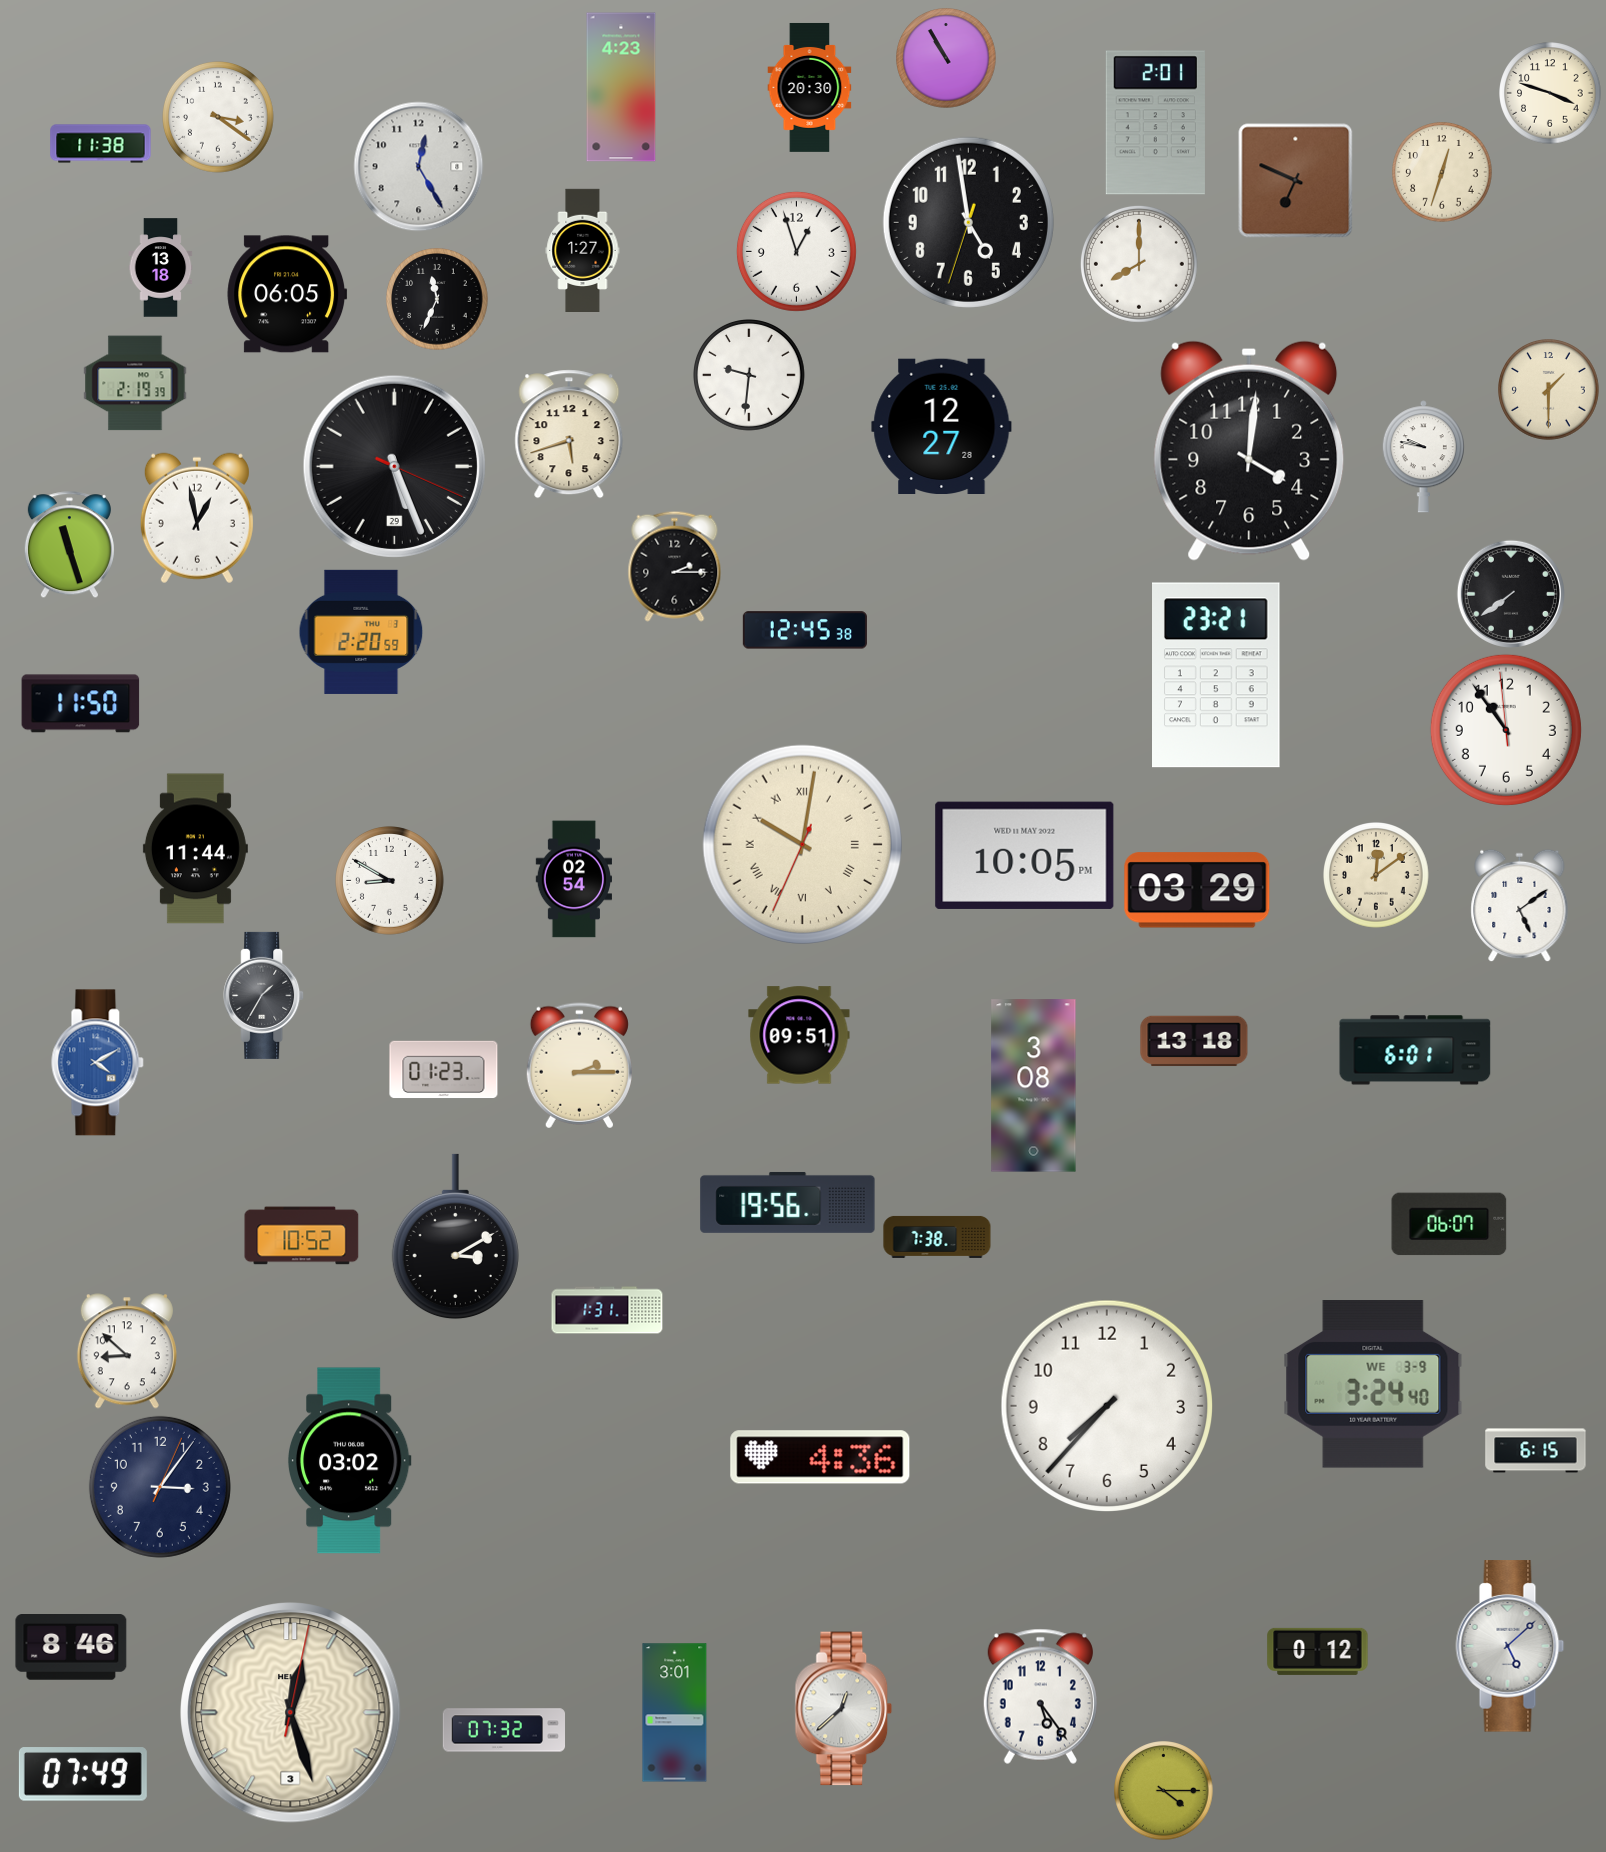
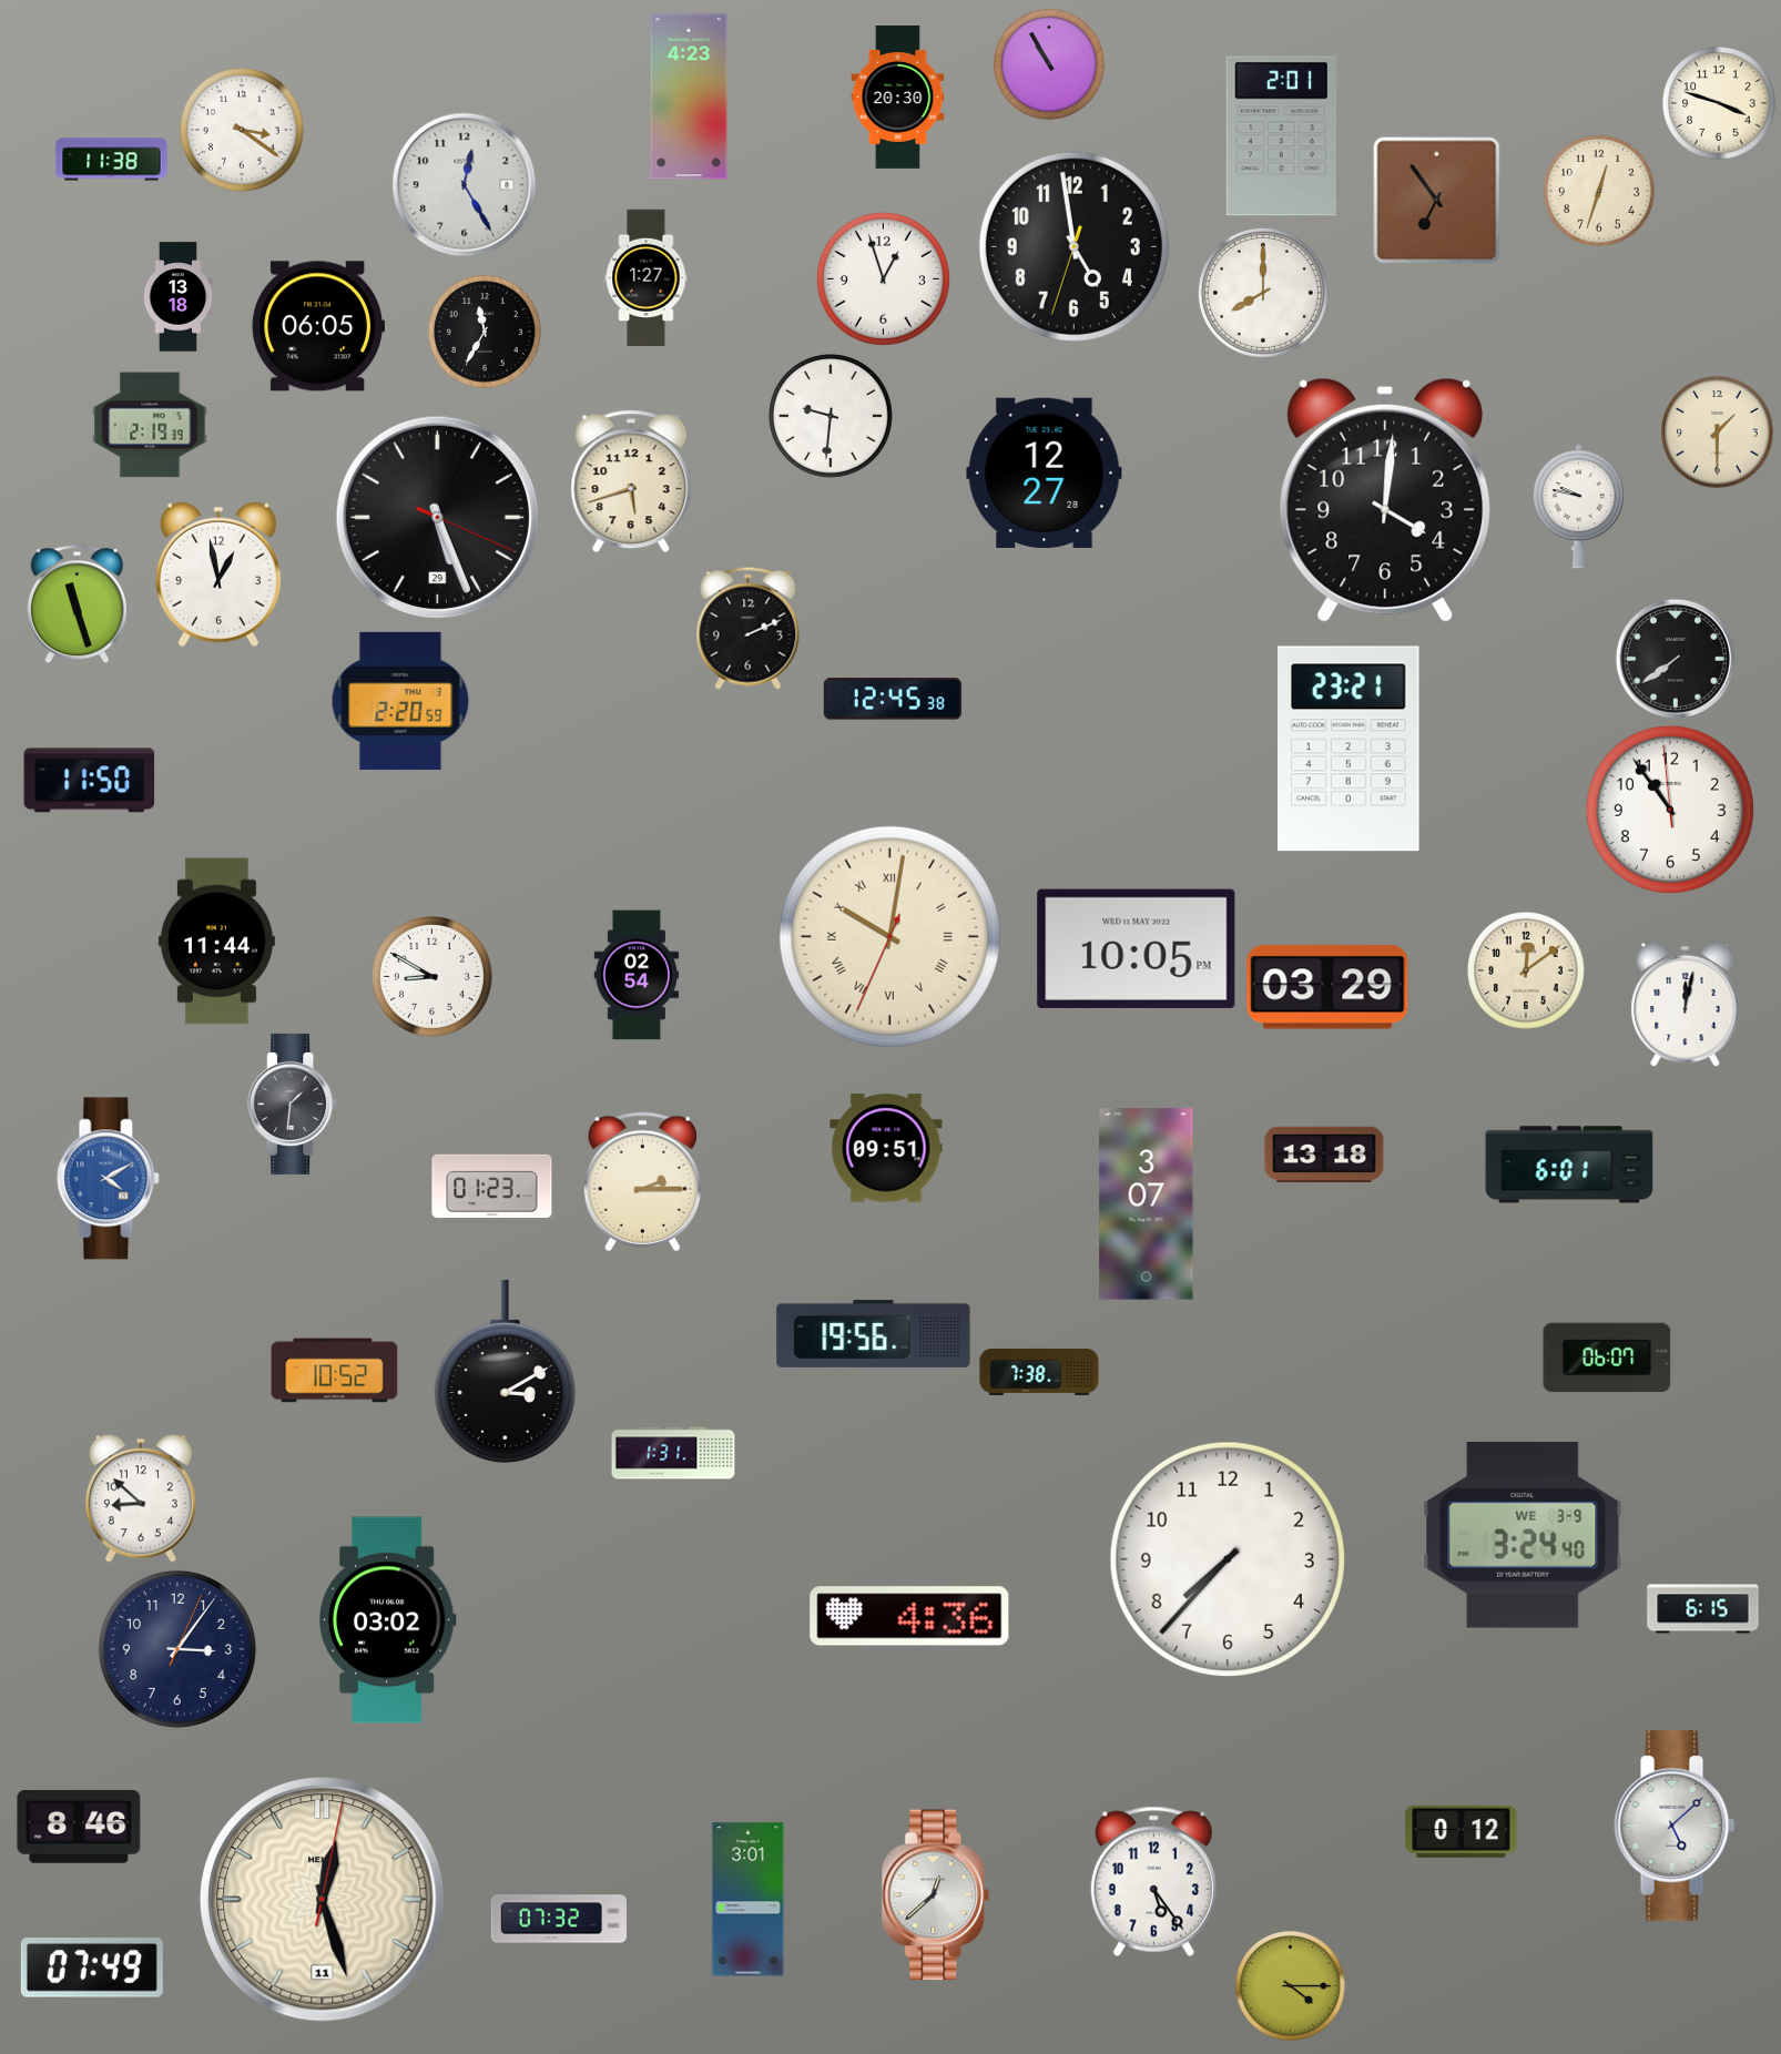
clock at (1296, 181): 6:49 -> 6:54
clock at (437, 299): 11:34 -> 11:35
clock at (675, 566): 2:15 -> 2:11
clock at (1520, 906): 5:09 -> 12:02
clock at (264, 995): 1:35 -> 1:31
clock at (1034, 1086): 3:08 -> 3:07
clock at (291, 1713) date: 3 -> 11
